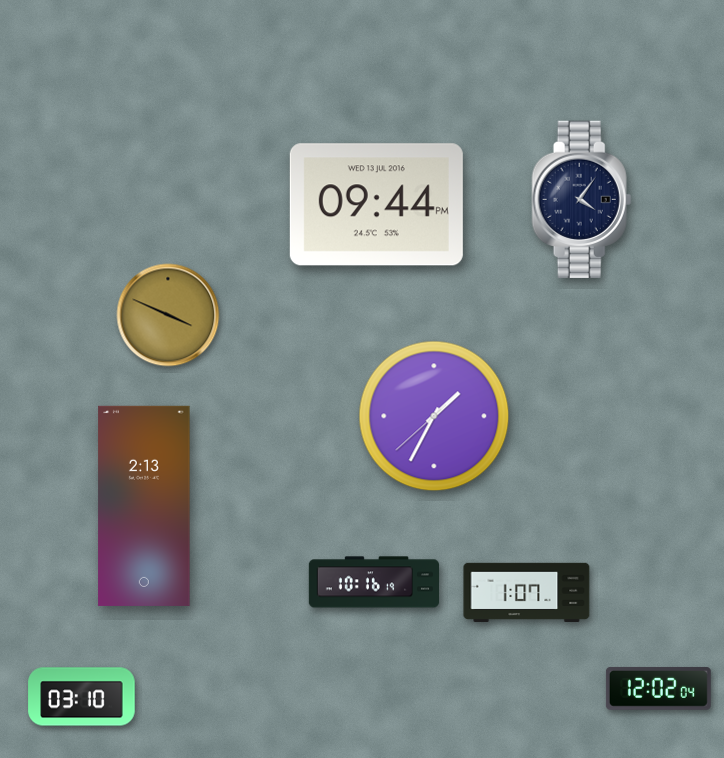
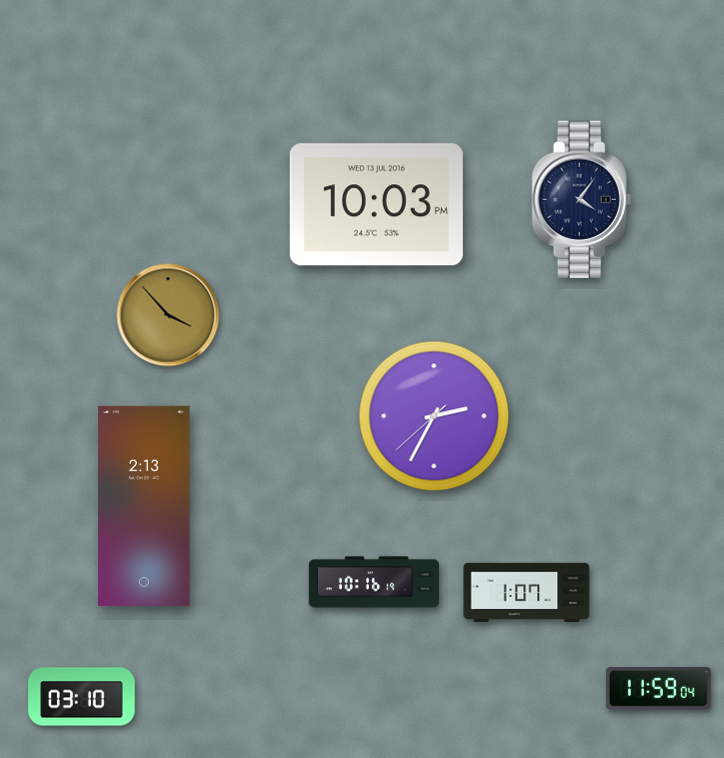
clock at (376, 205): 09:44 -> 10:03
clock at (168, 315): 3:49 -> 3:53
clock at (434, 416): 1:34 -> 2:34
clock at (658, 688): 12:02 -> 11:59
